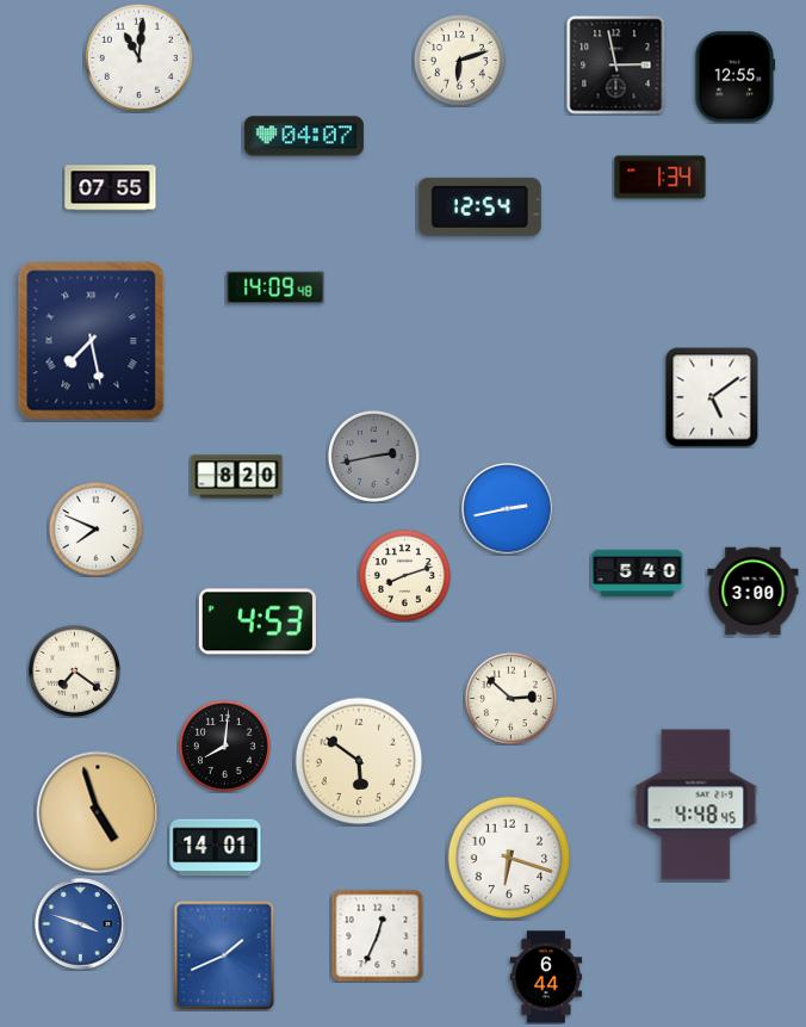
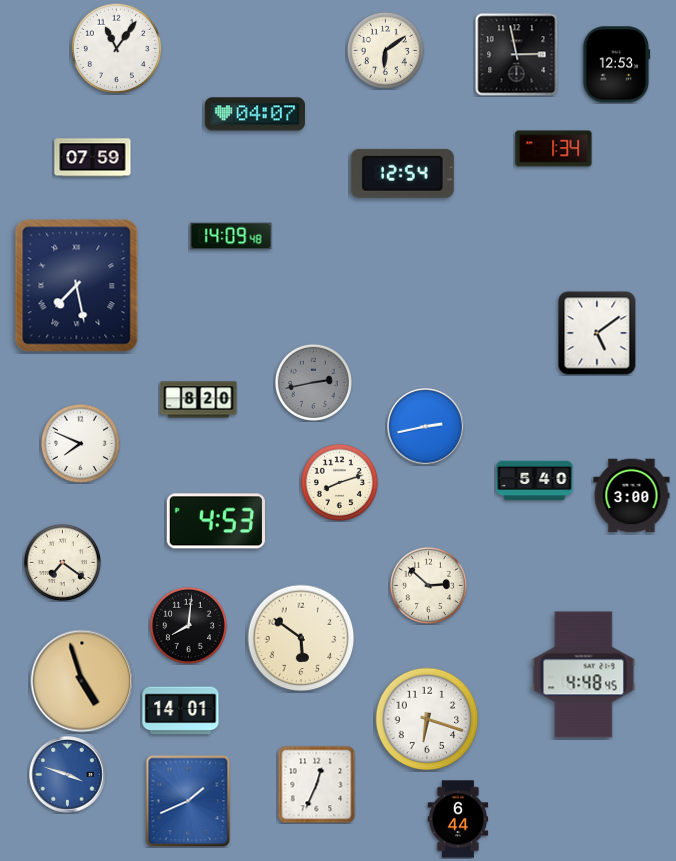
clock at (138, 57): 11:01 -> 11:06
clock at (459, 60): 6:12 -> 6:09
clock at (736, 78): 12:55 -> 12:53
clock at (111, 188): 07:55 -> 07:59
clock at (275, 287) position: (275, 287) -> (231, 236)
